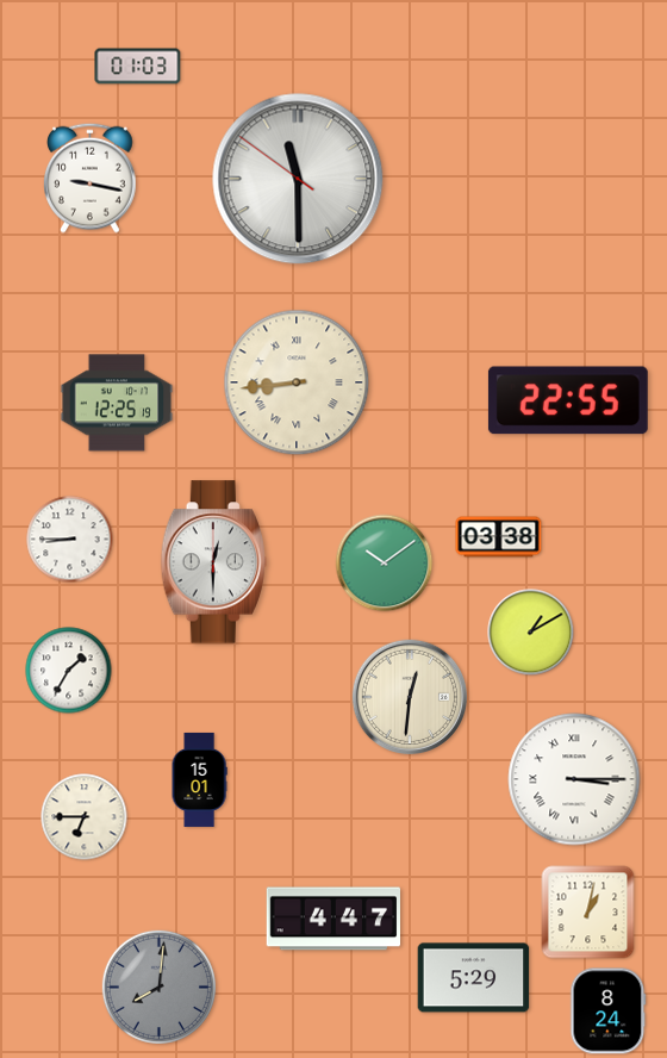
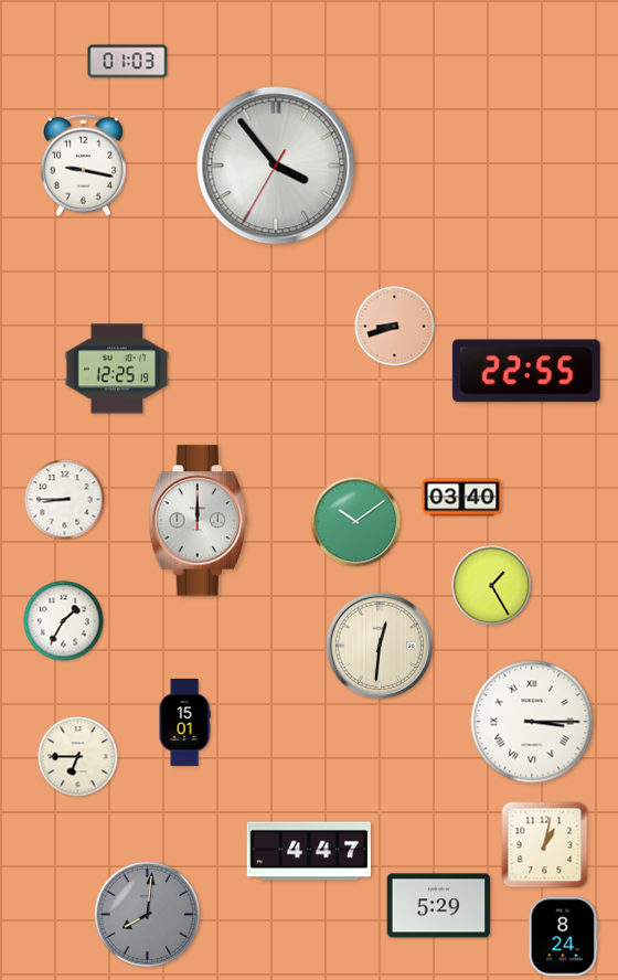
clock at (298, 179): 11:29 -> 3:53
clock at (395, 327): none -> 8:42
clock at (297, 382): 8:44 -> none
clock at (117, 403) position: (117, 403) -> (117, 369)
clock at (499, 537): 03:38 -> 03:40
clock at (213, 562): 12:30 -> 12:00
clock at (531, 633): 1:10 -> 1:25
